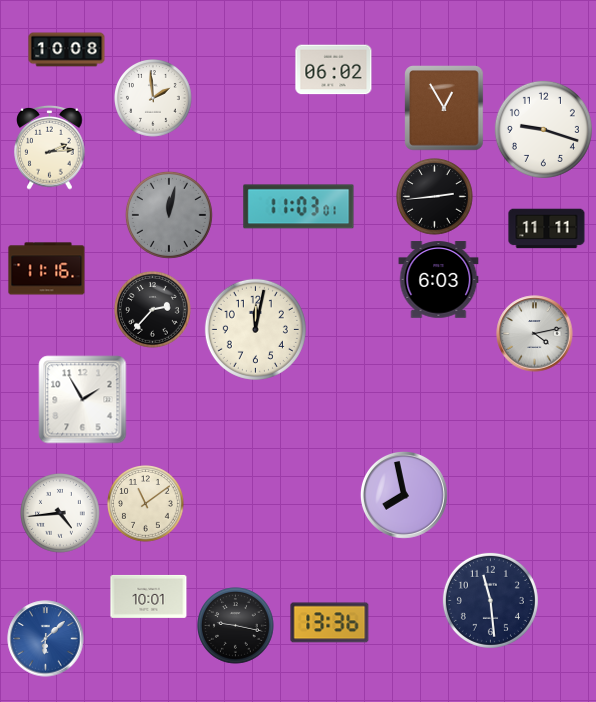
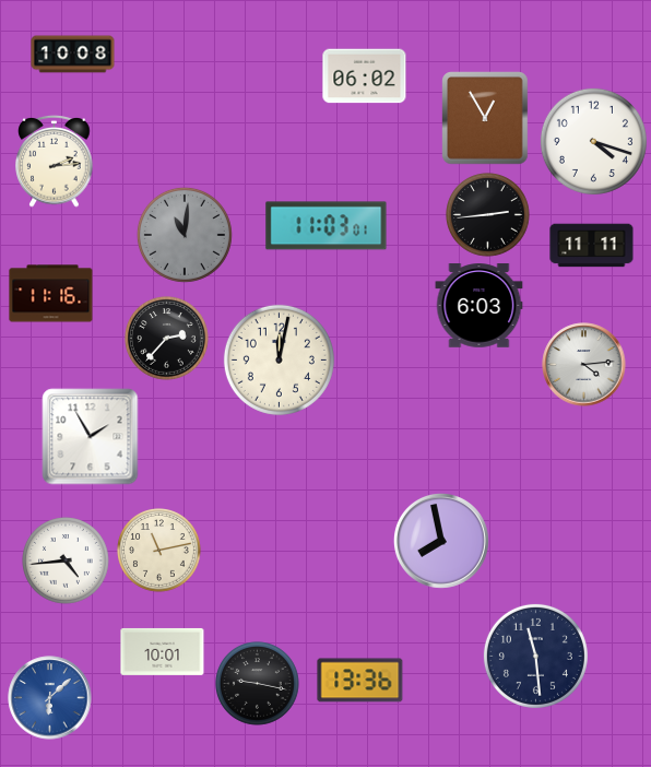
clock at (154, 99): 1:59 -> none
clock at (543, 129): 9:18 -> 4:18
clock at (435, 197) position: (435, 197) -> (488, 215)
clock at (169, 215): 12:02 -> 11:01
clock at (547, 229) position: (547, 229) -> (592, 246)
clock at (535, 334): 4:13 -> 4:14
clock at (146, 504): 11:09 -> 11:13
